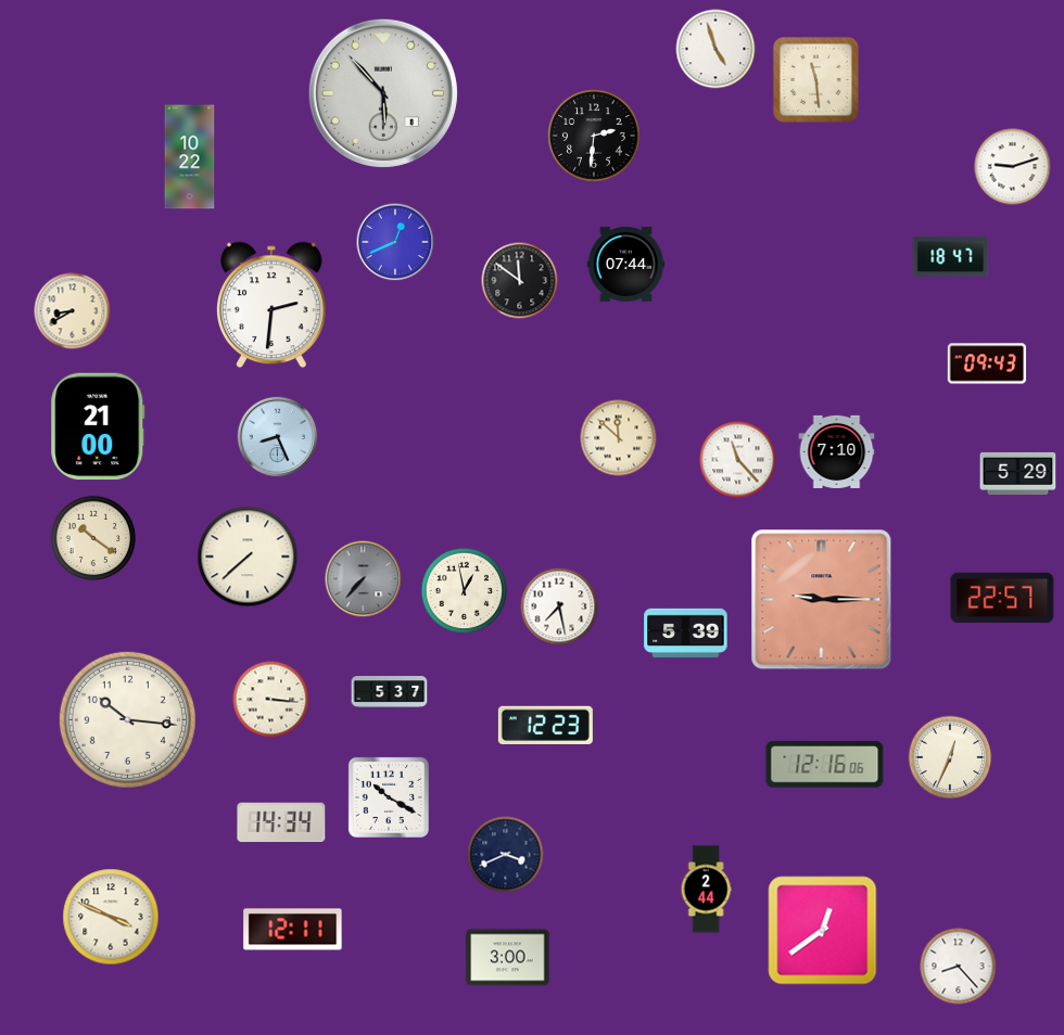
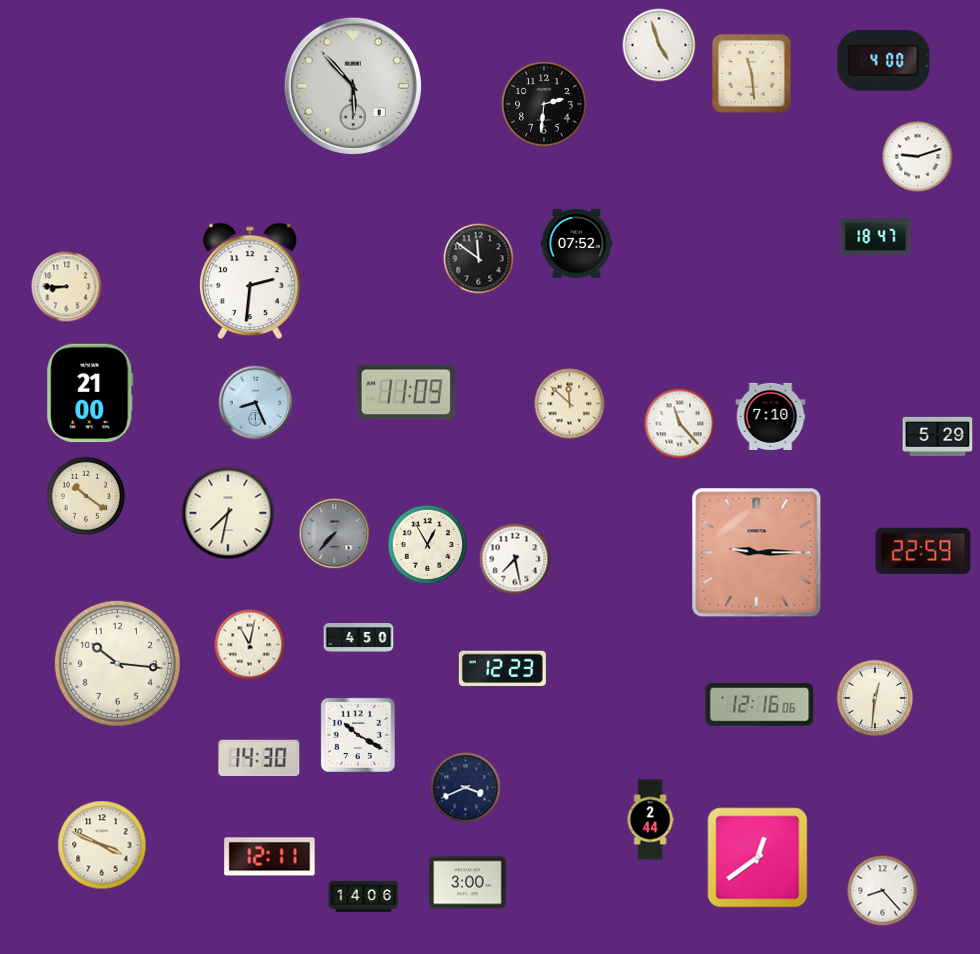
clock at (884, 61): none -> 4:00
clock at (594, 136) position: (594, 136) -> (544, 104)
clock at (190, 157): 10:22 -> none
clock at (1013, 167) position: (1013, 167) -> (918, 157)
clock at (395, 242): 12:41 -> none
clock at (626, 264): 07:44 -> 07:52
clock at (73, 311): 8:40 -> 8:45
clock at (987, 363): 09:43 -> none
clock at (405, 392): none -> 11:09
clock at (248, 557): 7:38 -> 7:32
clock at (464, 590): 12:58 -> 12:55
clock at (1002, 598): 22:57 -> 22:59
clock at (686, 632): 5:39 -> none
clock at (390, 692): 5:37 -> 4:50
clock at (271, 700): 3:16 -> 11:02
clock at (950, 757): 12:34 -> 12:31
clock at (281, 822): 14:34 -> 14:30
clock at (364, 896): none -> 14:06
